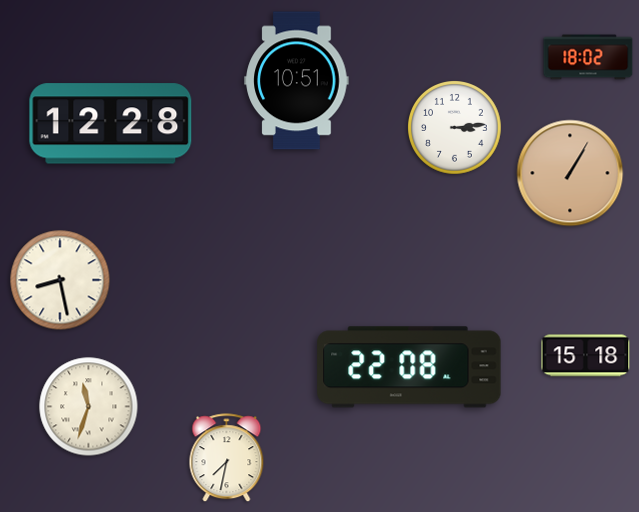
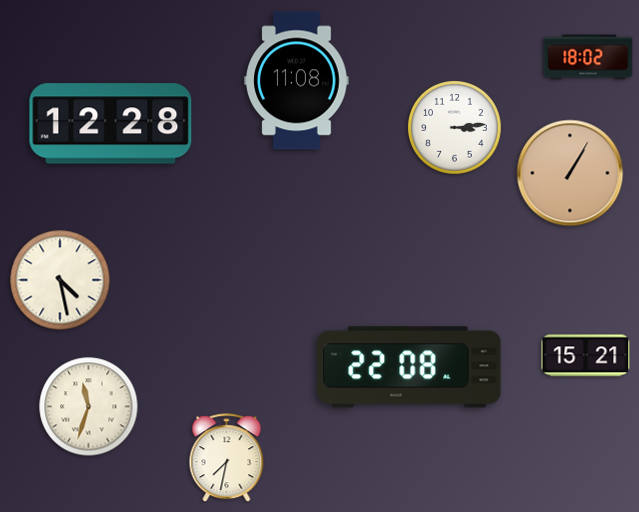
clock at (297, 81): 10:51 -> 11:08
clock at (60, 280): 8:28 -> 4:28
clock at (586, 356): 15:18 -> 15:21
